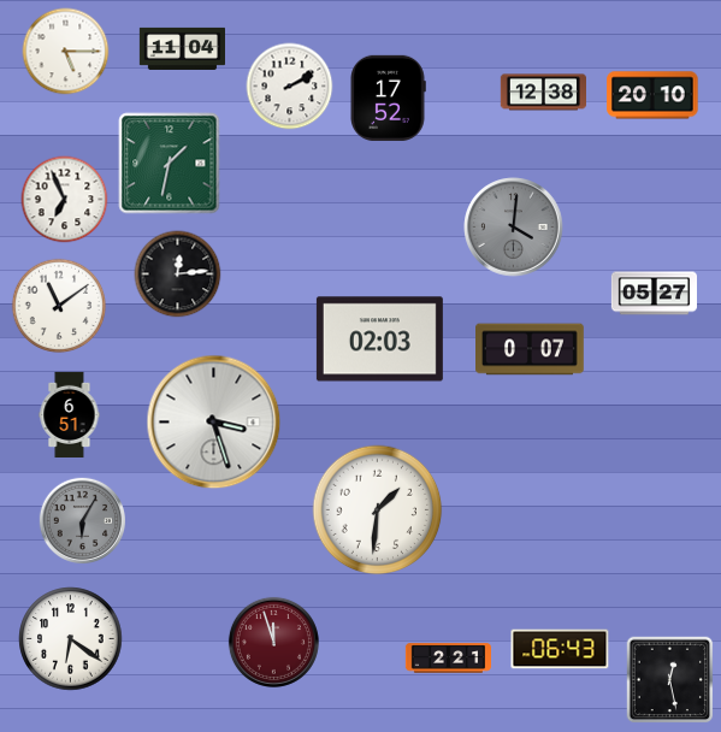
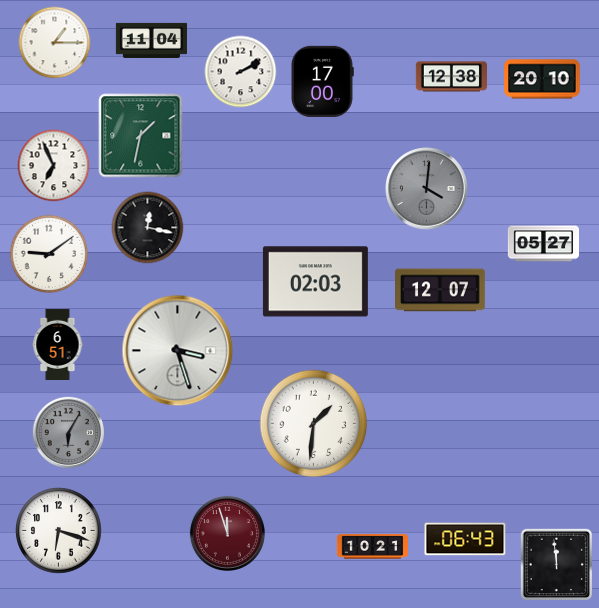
clock at (66, 52): 5:15 -> 1:15
clock at (388, 98): 17:52 -> 17:00
clock at (178, 274): 12:14 -> 12:17
clock at (58, 305): 11:09 -> 9:09
clock at (531, 349): 0:07 -> 12:07
clock at (71, 639): 6:21 -> 6:18
clock at (448, 659): 2:21 -> 10:21
clock at (670, 680): 12:28 -> 11:59
